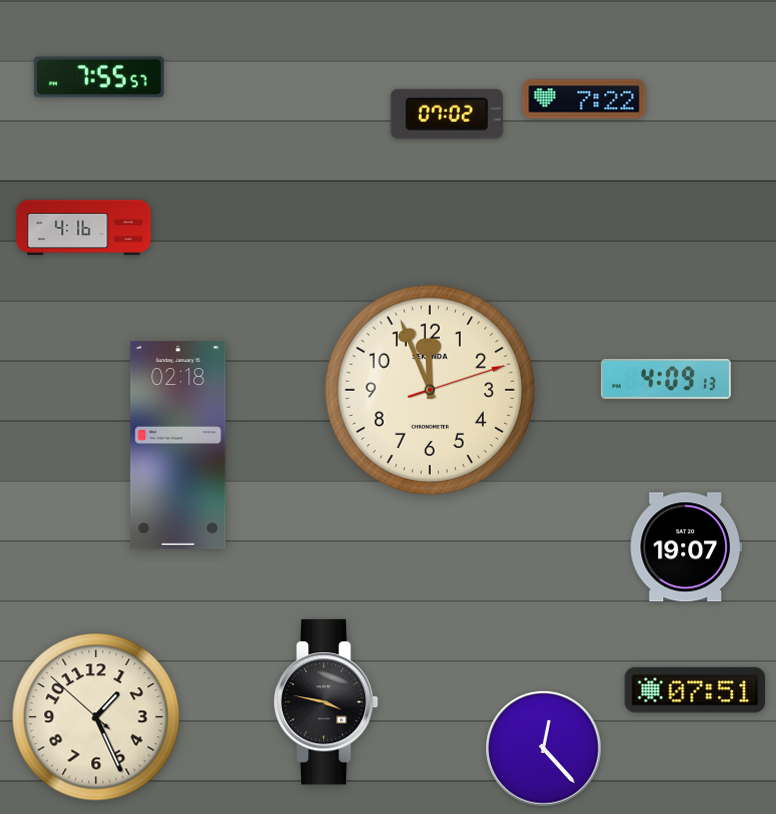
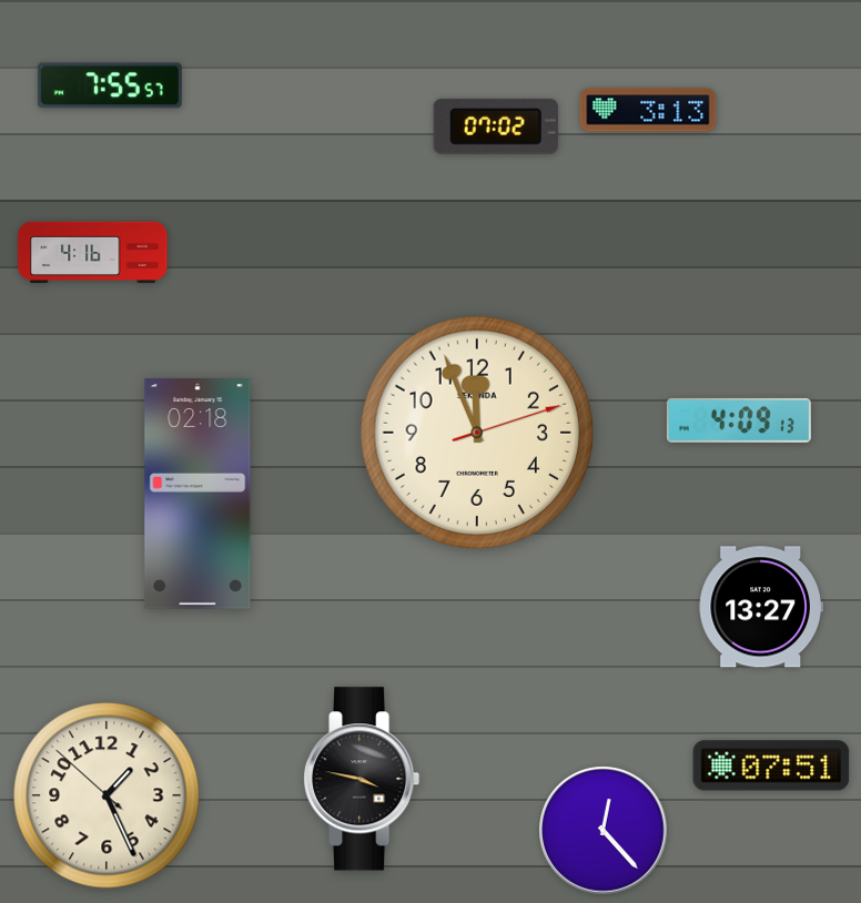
clock at (584, 99): 7:22 -> 3:13
clock at (686, 547): 19:07 -> 13:27
